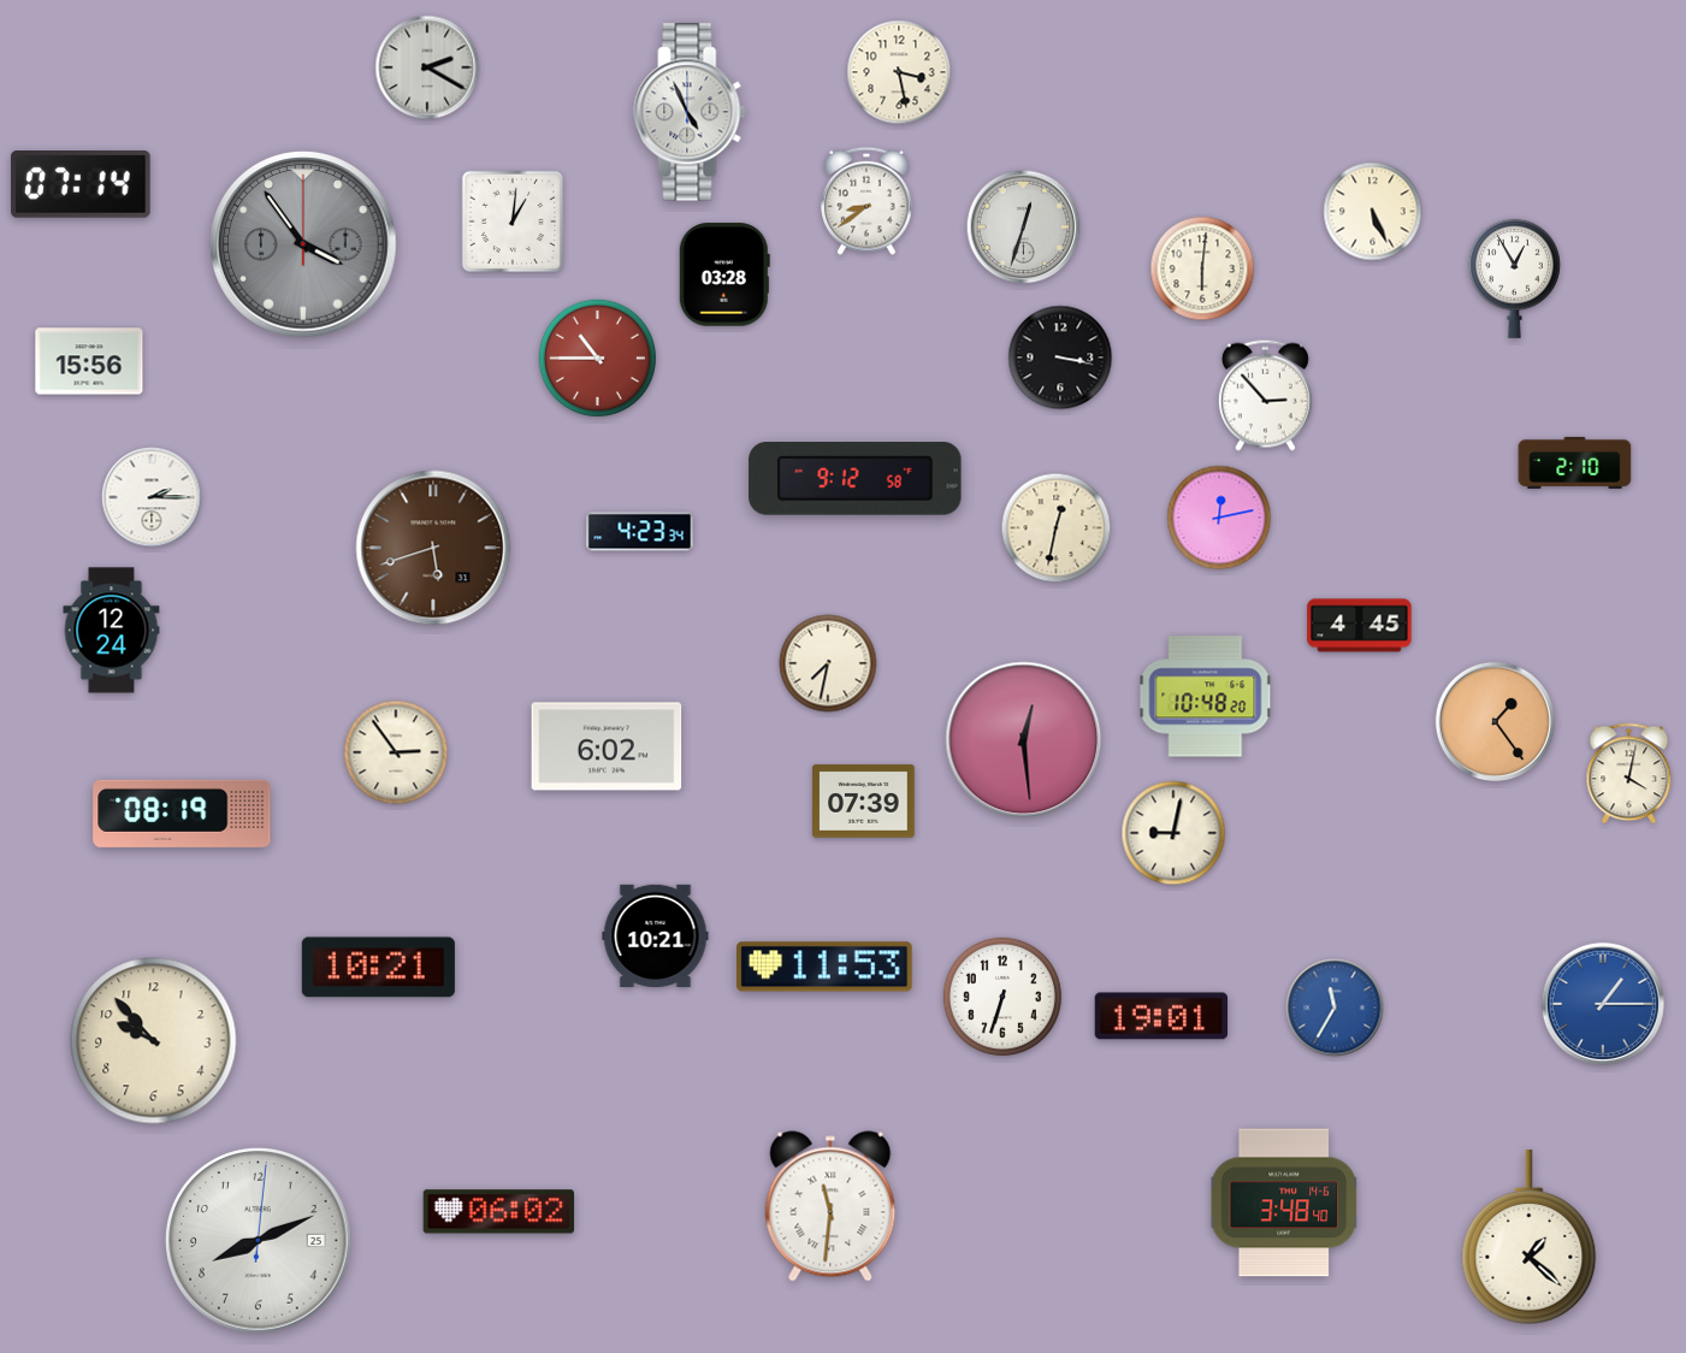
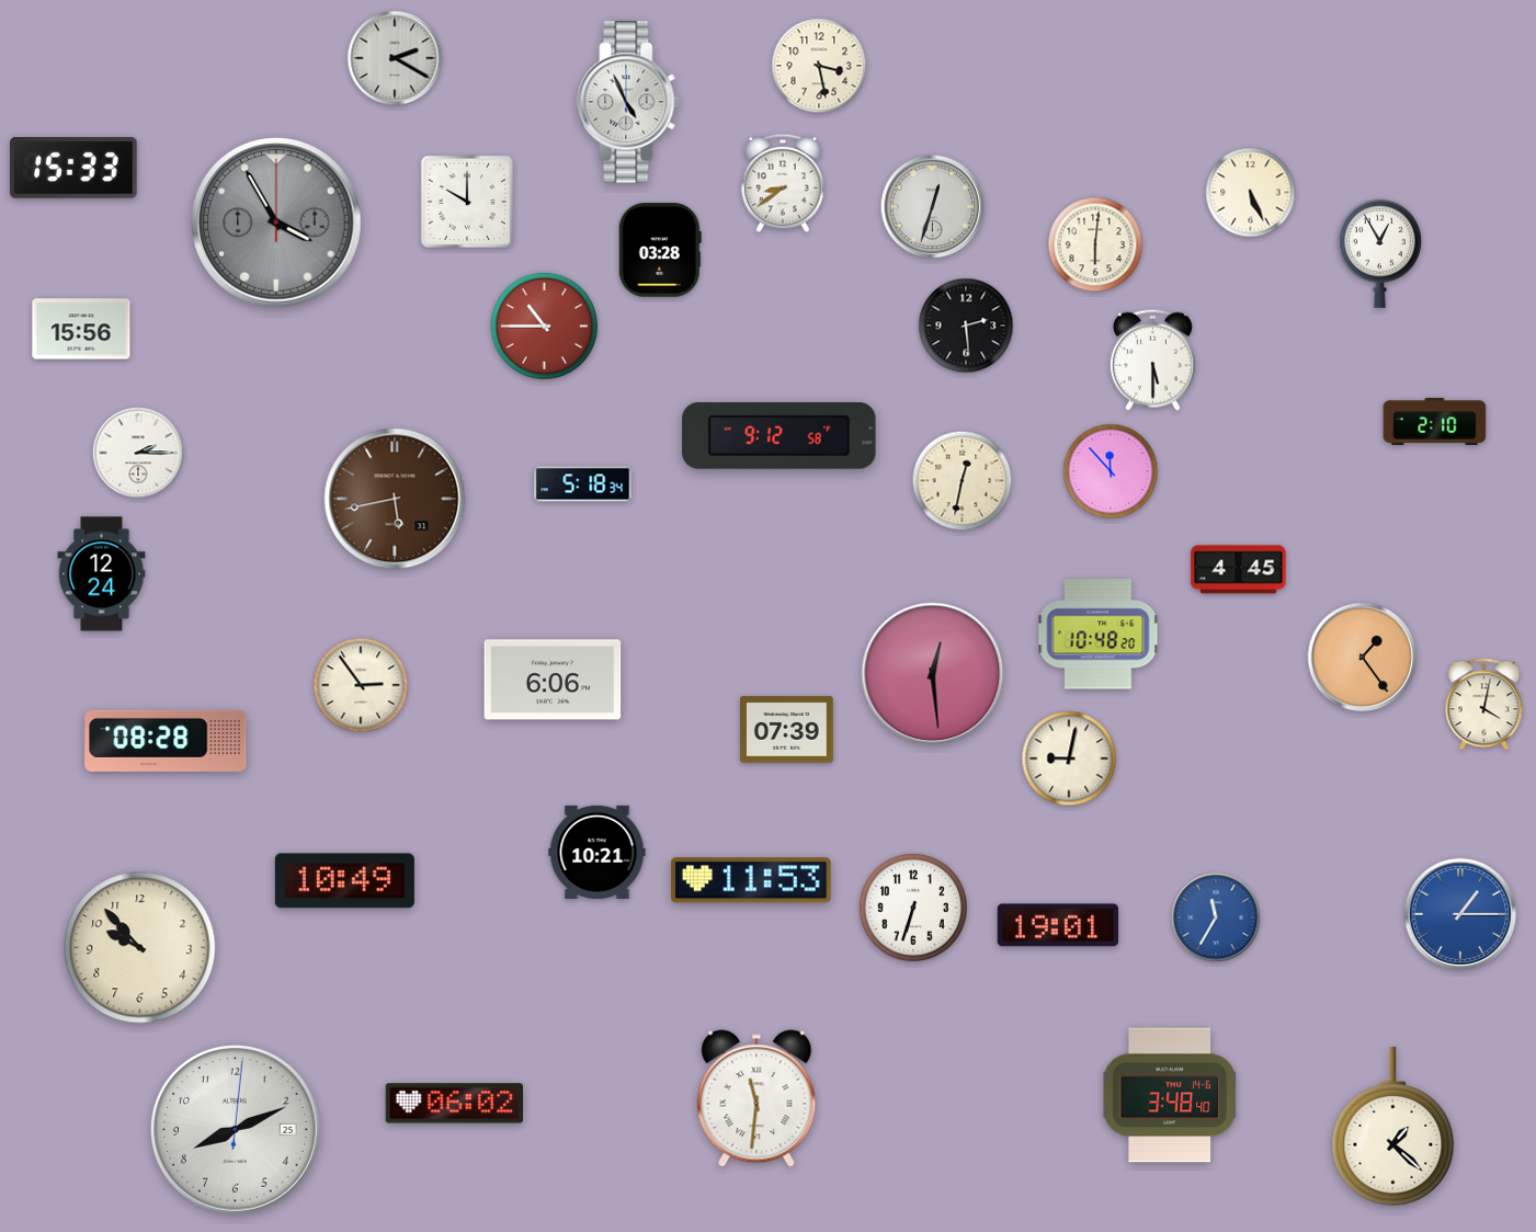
clock at (427, 67) position: (427, 67) -> (395, 58)
clock at (81, 185): 07:14 -> 15:33
clock at (866, 201) position: (866, 201) -> (783, 183)
clock at (513, 221): 1:01 -> 10:00
clock at (303, 244): 3:54 -> 3:55
clock at (1060, 358): 3:17 -> 2:29
clock at (1265, 395): 2:53 -> 5:30
clock at (1219, 518): 12:13 -> 11:53
clock at (640, 532): 4:23 -> 5:18
clock at (433, 548): 5:42 -> 5:43
clock at (828, 663): 7:32 -> none
clock at (607, 746): 6:02 -> 6:06
clock at (182, 814): 08:19 -> 08:28
clock at (378, 968): 10:21 -> 10:49
